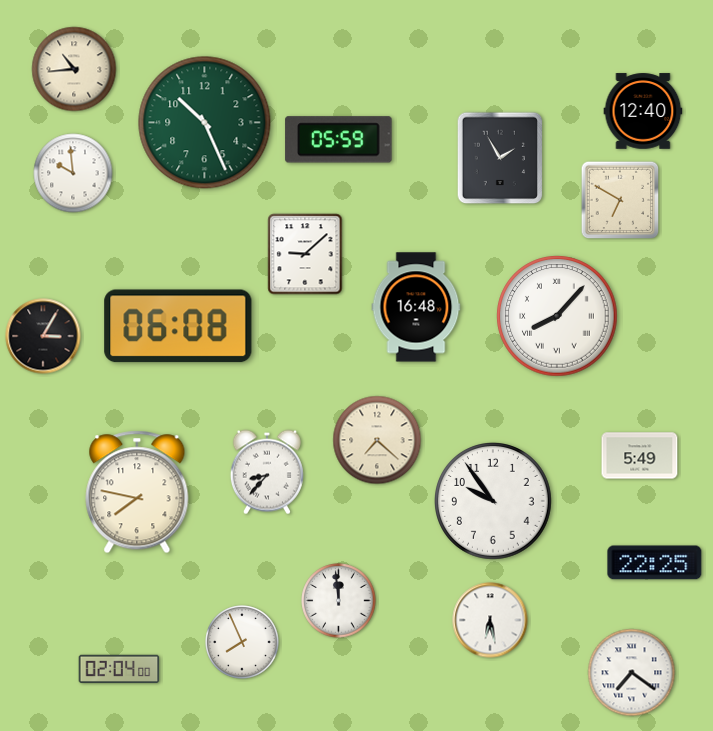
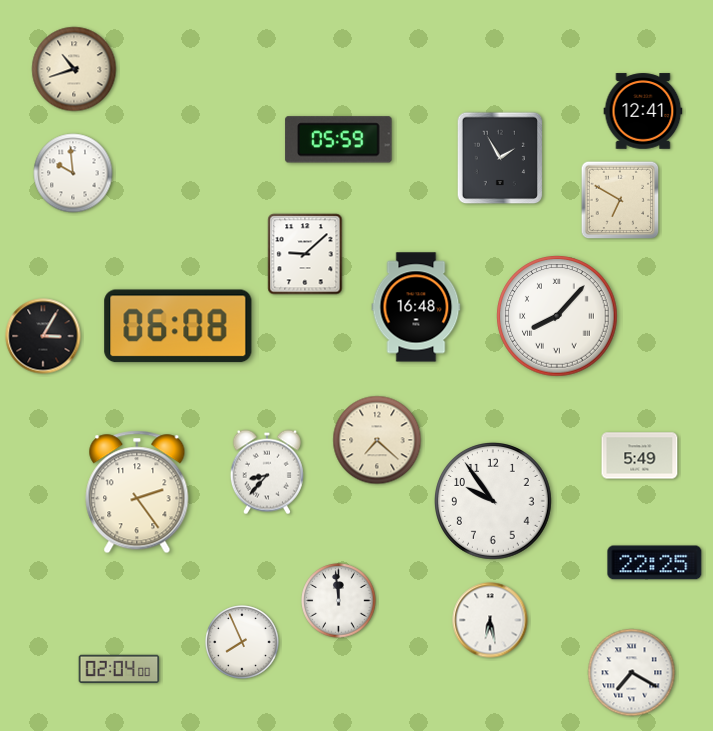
clock at (74, 69): 10:44 -> 10:42
clock at (643, 111): 12:40 -> 12:41
clock at (205, 123): 10:26 -> none
clock at (137, 492): 7:47 -> 2:24
clock at (632, 673): 7:21 -> 7:20
